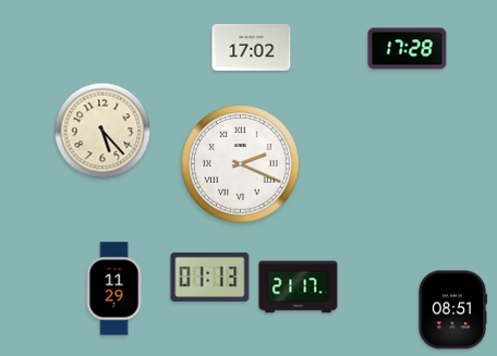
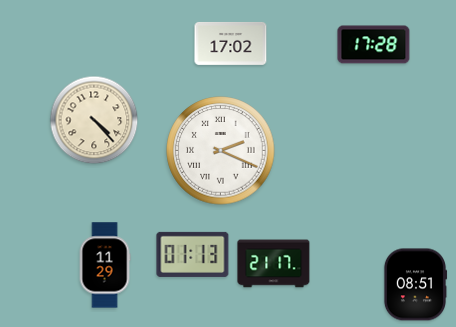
clock at (102, 131): 5:23 -> 4:23
